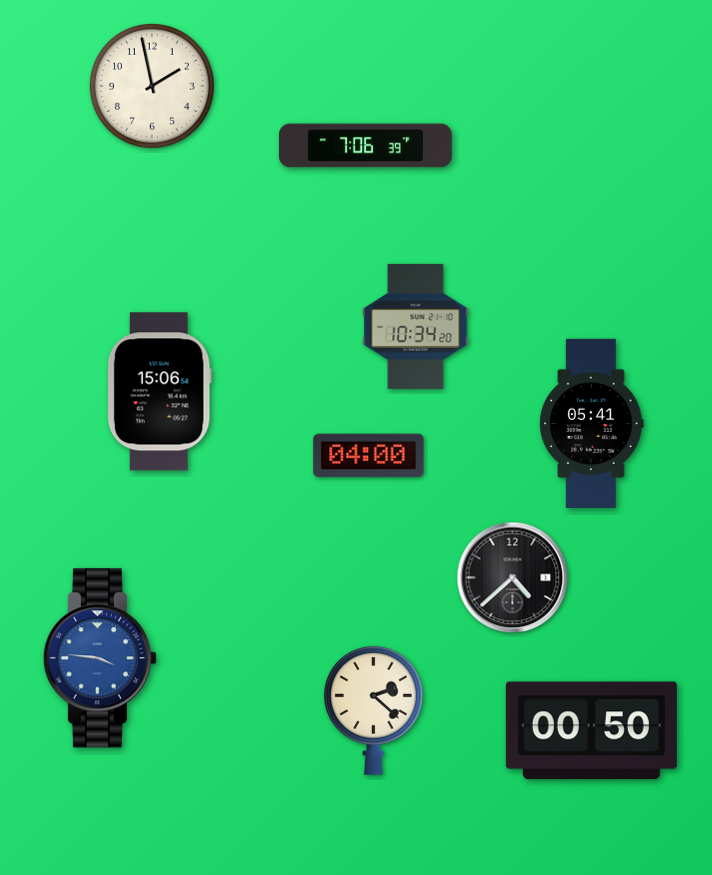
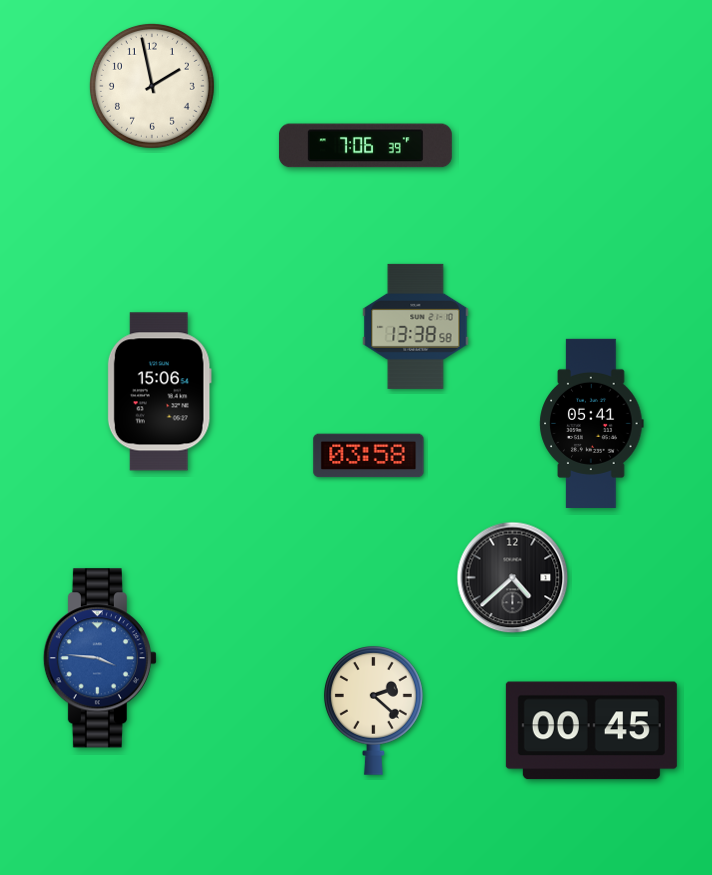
clock at (416, 326): 10:34 -> 13:38
clock at (369, 456): 04:00 -> 03:58
clock at (591, 731): 00:50 -> 00:45
